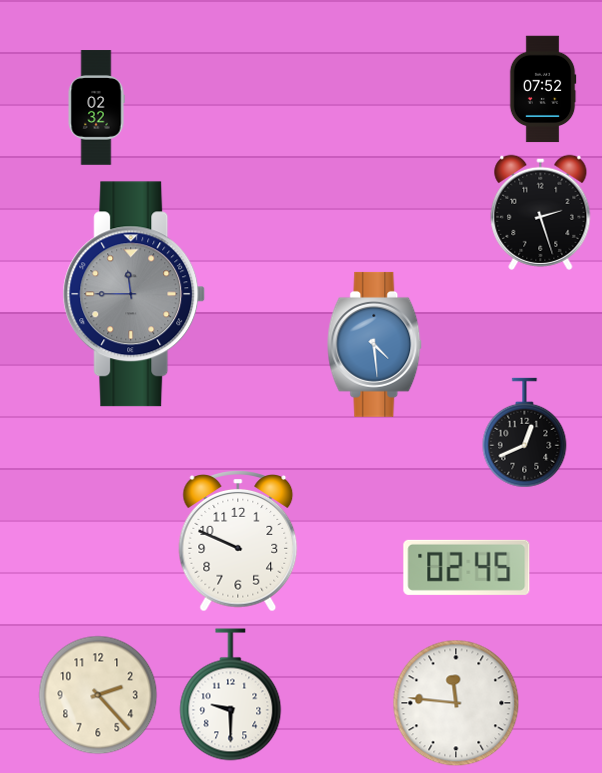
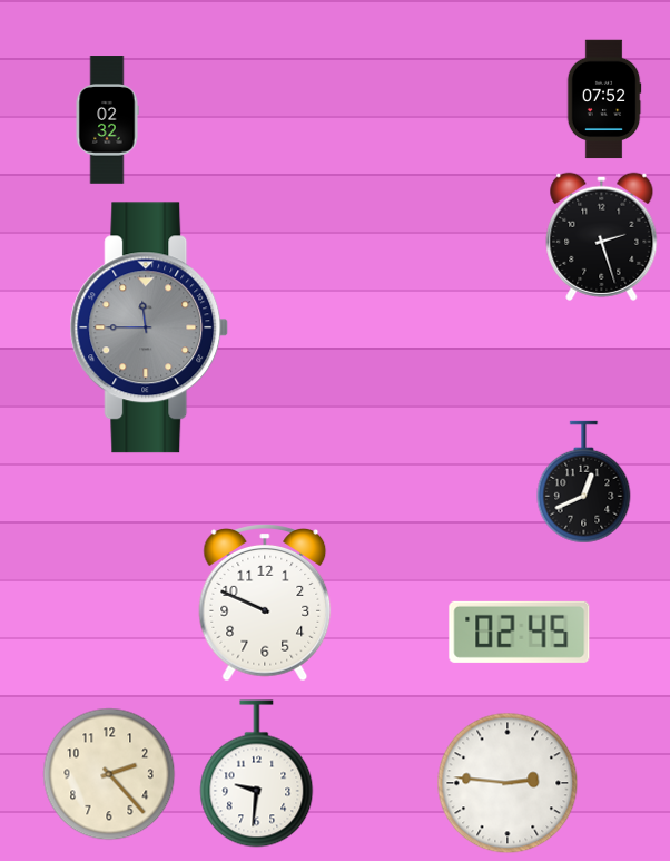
clock at (375, 344): 4:29 -> none
clock at (231, 695): 9:30 -> 9:31
clock at (456, 703): 11:46 -> 2:46
